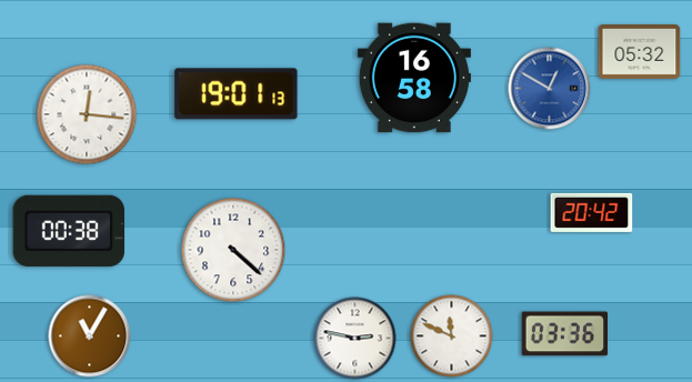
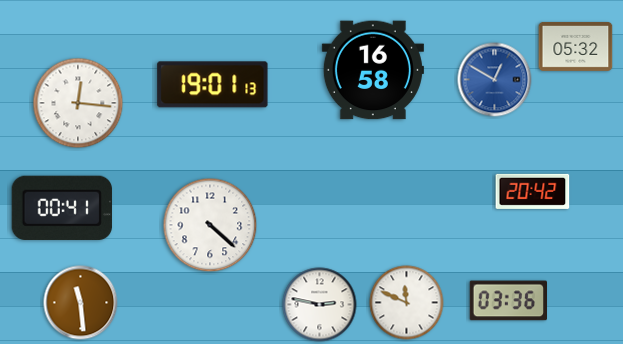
clock at (69, 231): 00:38 -> 00:41
clock at (90, 336): 11:05 -> 11:29
